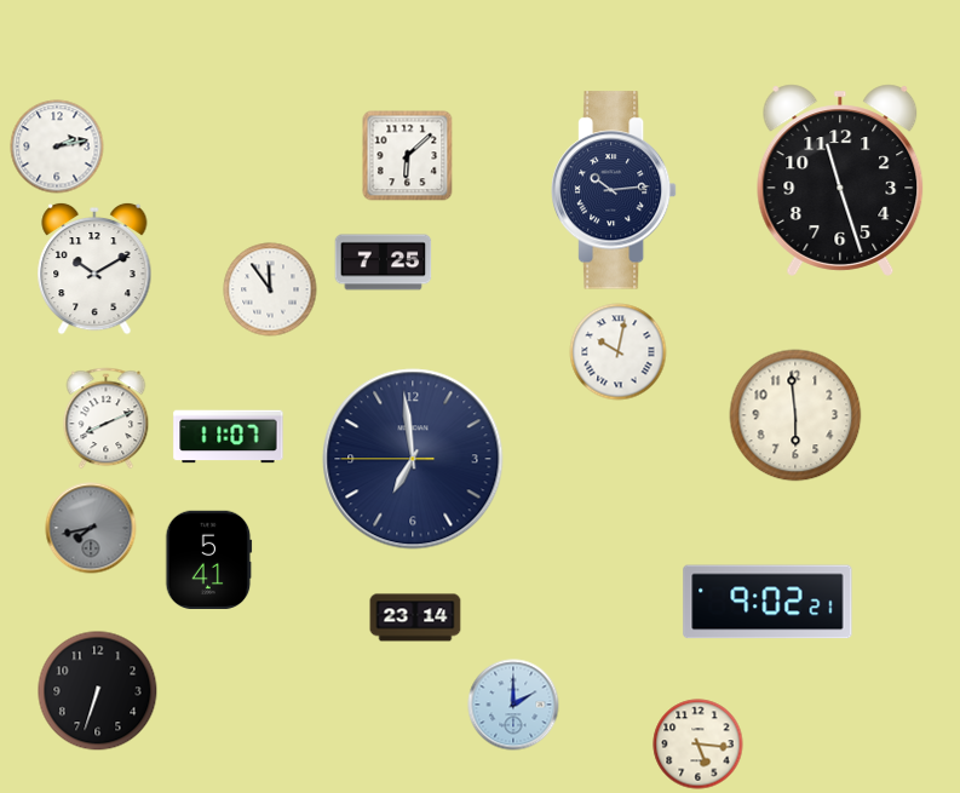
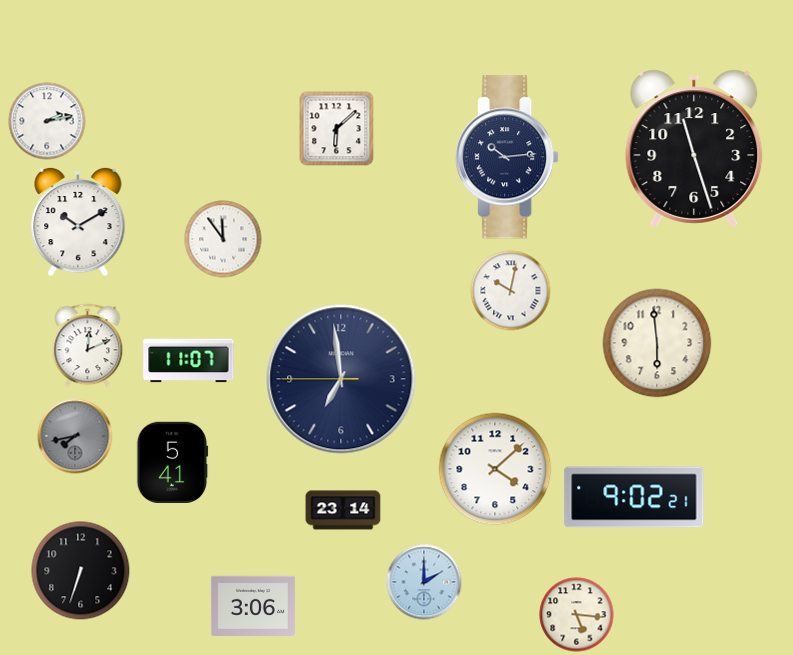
clock at (384, 263): 7:25 -> none
clock at (107, 419): 8:11 -> 12:11
clock at (495, 469): none -> 4:08
clock at (253, 606): none -> 3:06
